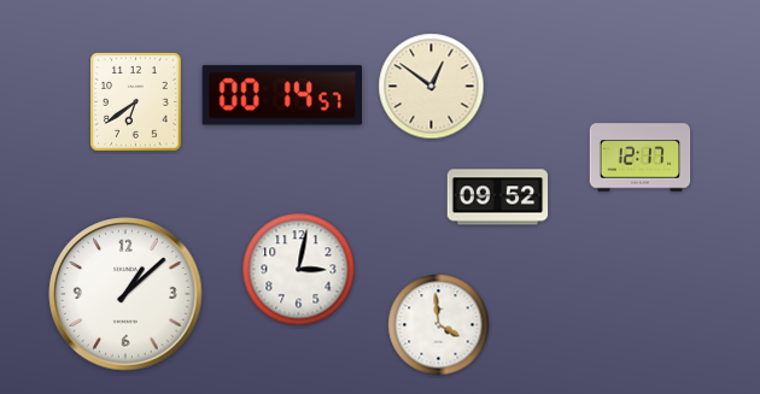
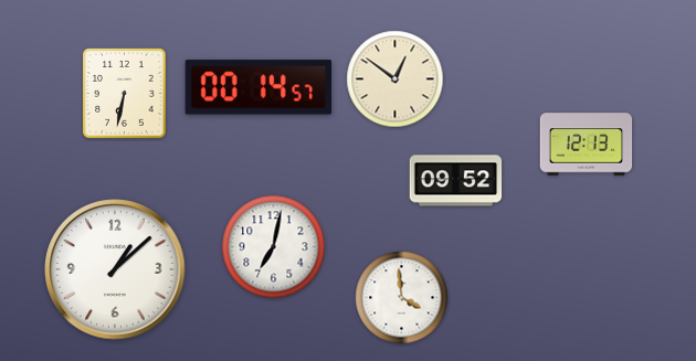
clock at (136, 102): 6:39 -> 6:32
clock at (641, 158): 12:17 -> 12:13
clock at (299, 270): 3:02 -> 7:02
